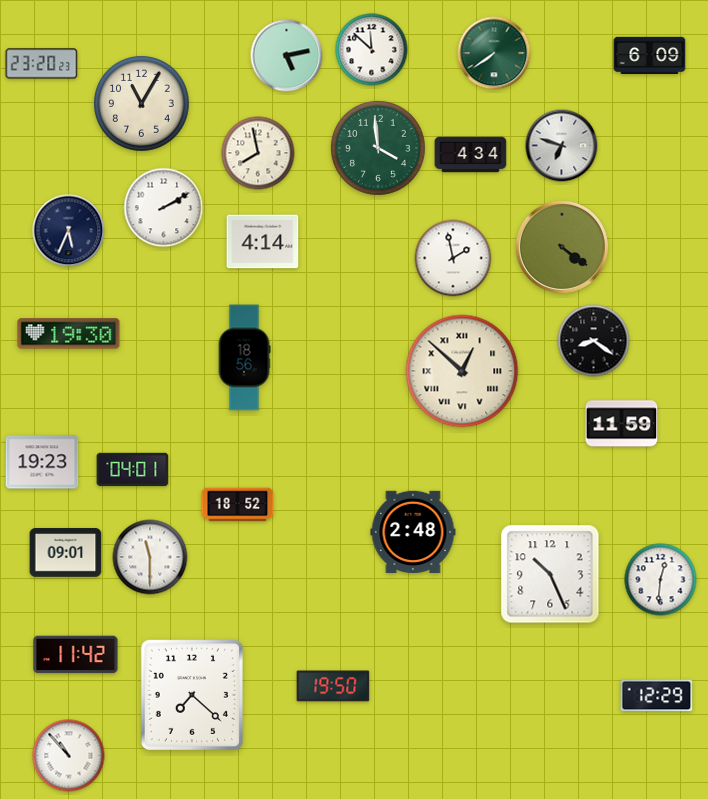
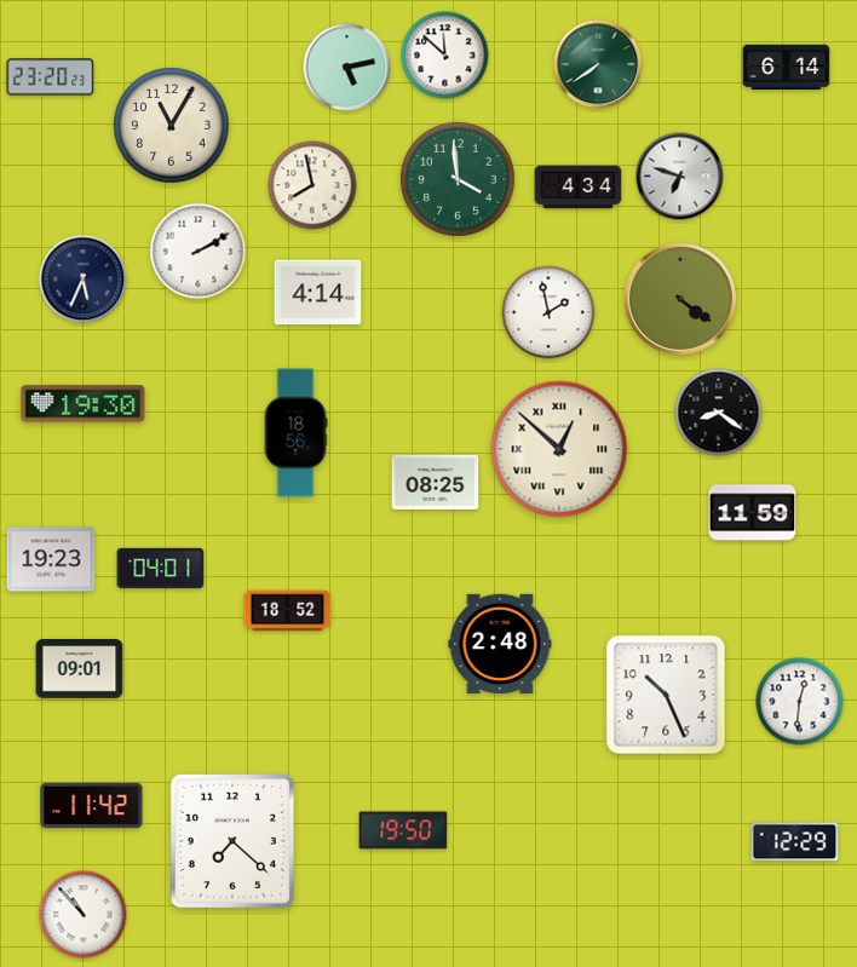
clock at (372, 50) position: (372, 50) -> (445, 56)
clock at (650, 55): 6:09 -> 6:14
clock at (471, 155) position: (471, 155) -> (579, 188)
clock at (436, 482): none -> 08:25
clock at (150, 557): 11:30 -> none
clock at (76, 655) position: (76, 655) -> (92, 806)
